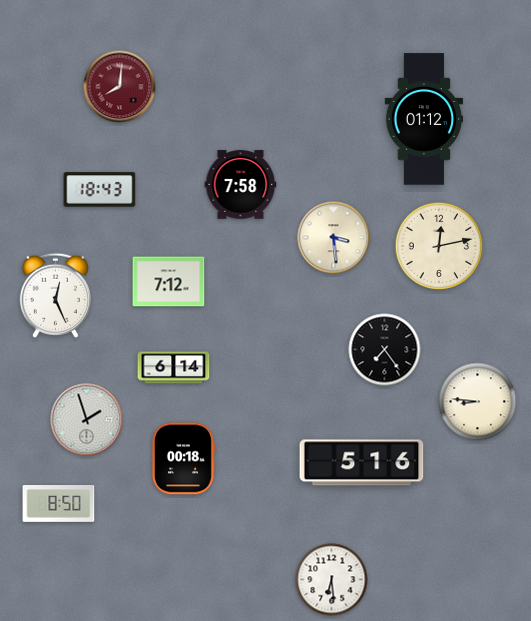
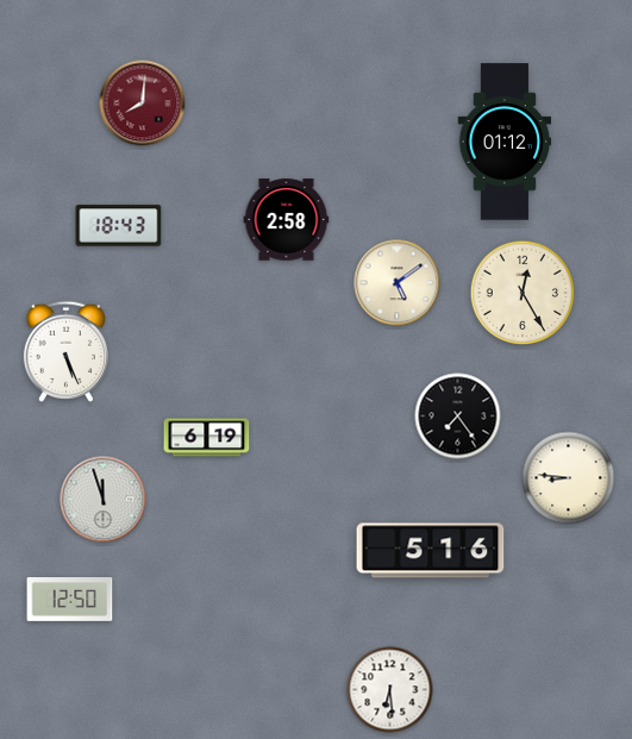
clock at (241, 185): 7:58 -> 2:58
clock at (334, 238): 3:29 -> 5:09
clock at (439, 246): 12:13 -> 12:25
clock at (169, 282): 7:12 -> none
clock at (55, 295): 12:26 -> 5:26
clock at (174, 368): 6:14 -> 6:19
clock at (87, 420): 1:57 -> 11:57
clock at (184, 459): 00:18 -> none
clock at (59, 504): 8:50 -> 12:50
clock at (332, 580) position: (332, 580) -> (390, 690)
